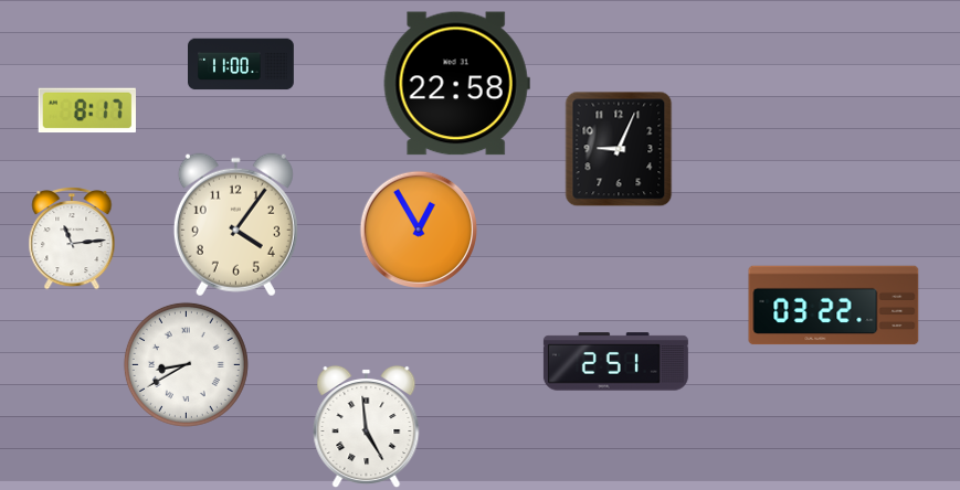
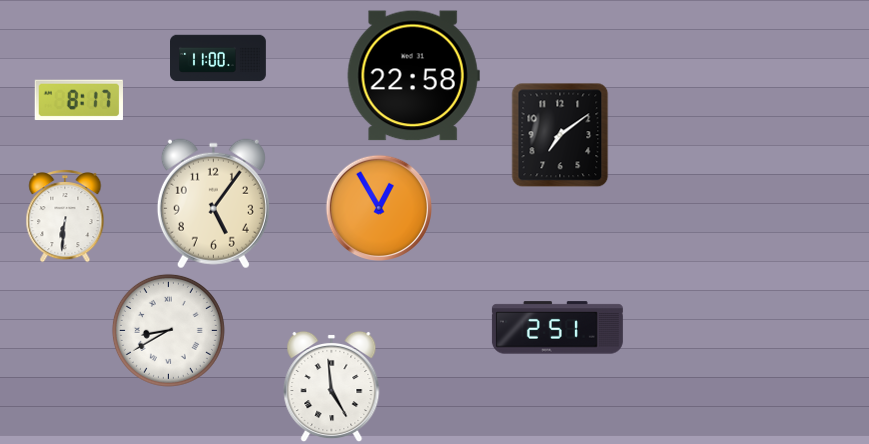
clock at (619, 149): 9:04 -> 7:09
clock at (235, 225): 4:06 -> 5:06
clock at (72, 239): 11:14 -> 6:31
clock at (834, 306): 03:22 -> none
